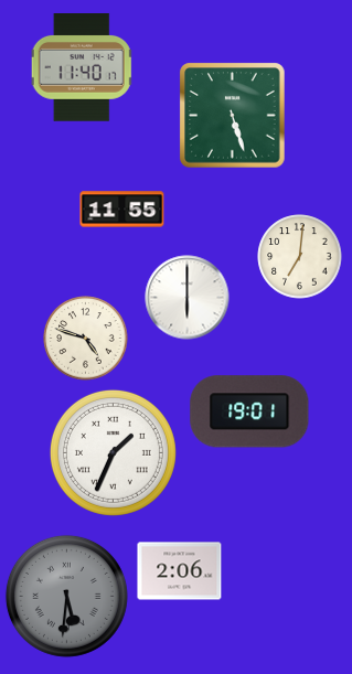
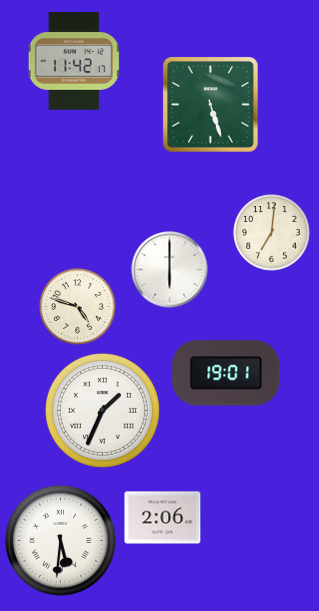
clock at (82, 68): 11:40 -> 11:42
clock at (122, 210): 11:55 -> none
clock at (66, 596) dial: grey -> white
